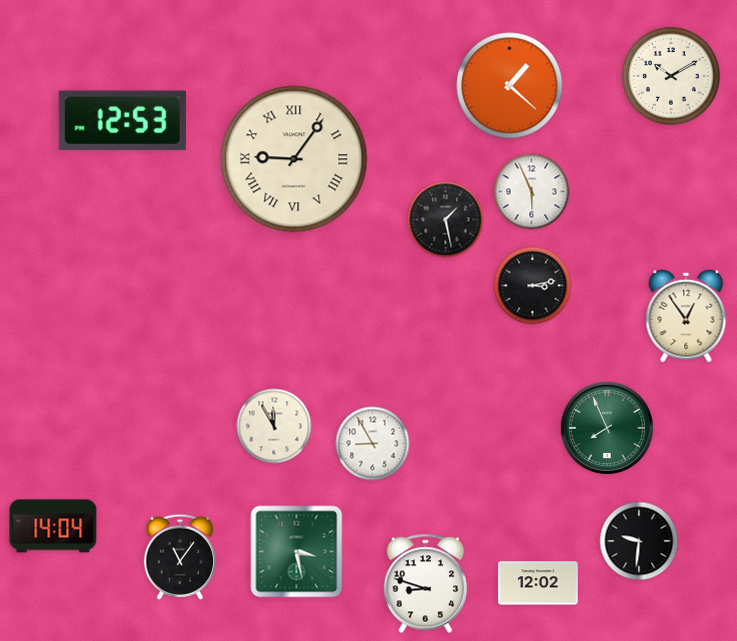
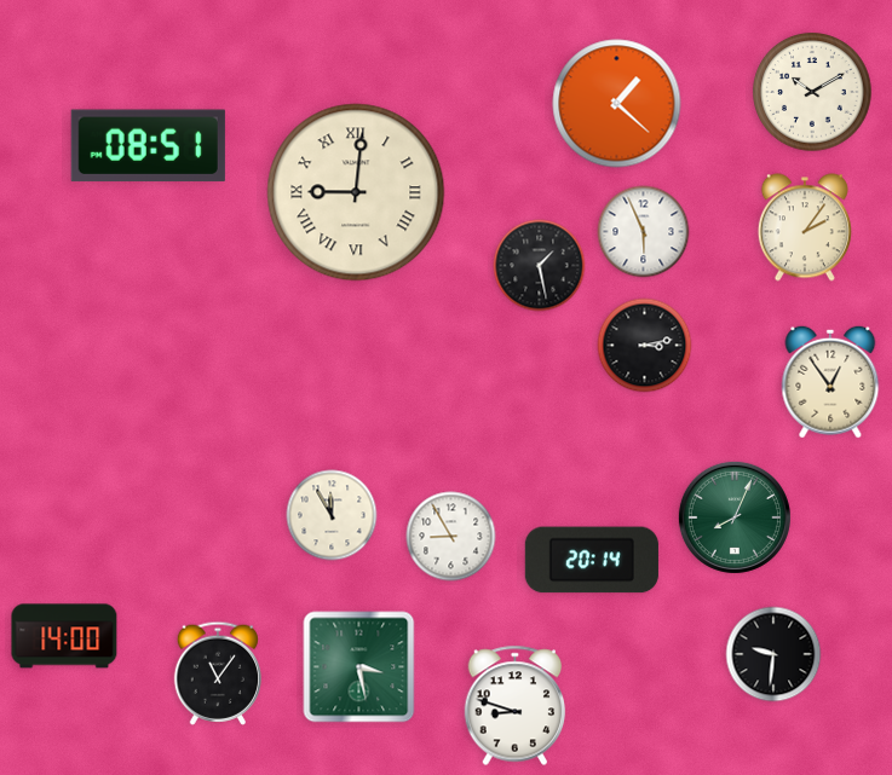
clock at (122, 121): 12:53 -> 08:51
clock at (294, 159): 9:06 -> 9:01
clock at (805, 227): none -> 2:06
clock at (607, 428): 7:56 -> 8:04
clock at (592, 560): none -> 20:14
clock at (53, 526): 14:04 -> 14:00
clock at (538, 583): 12:02 -> none
